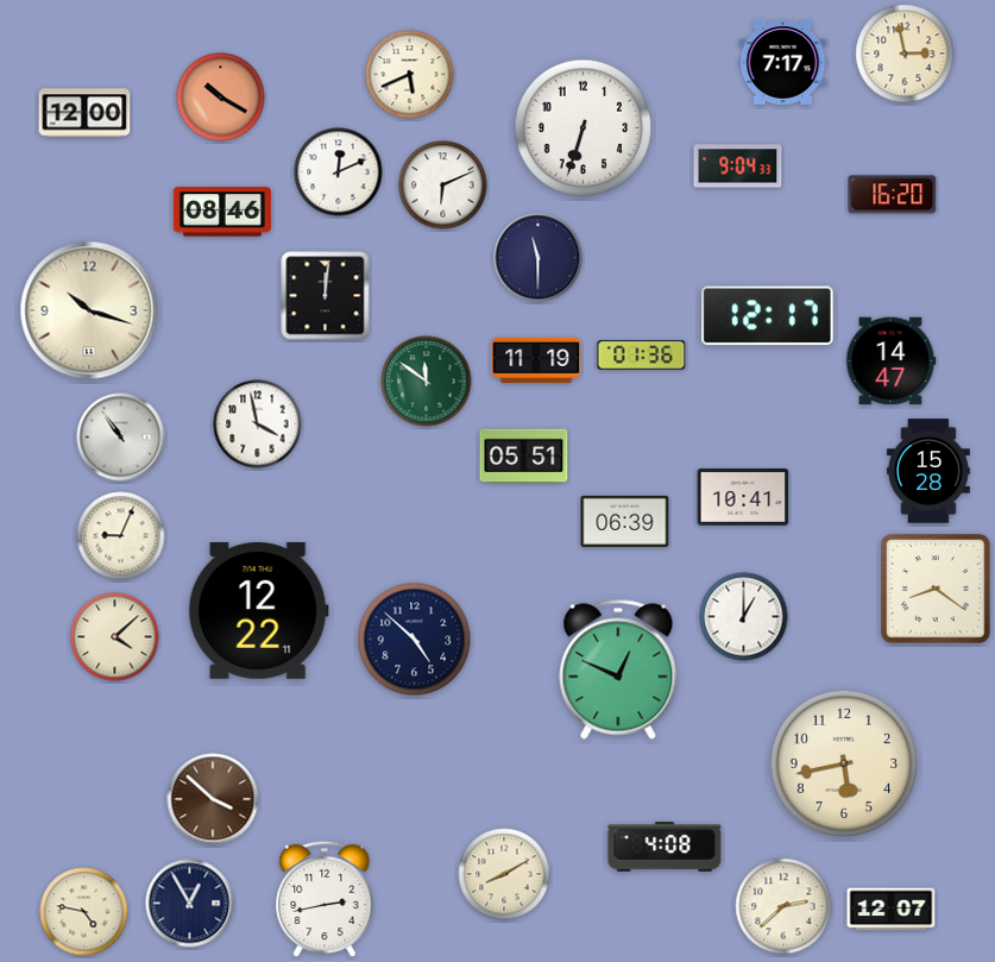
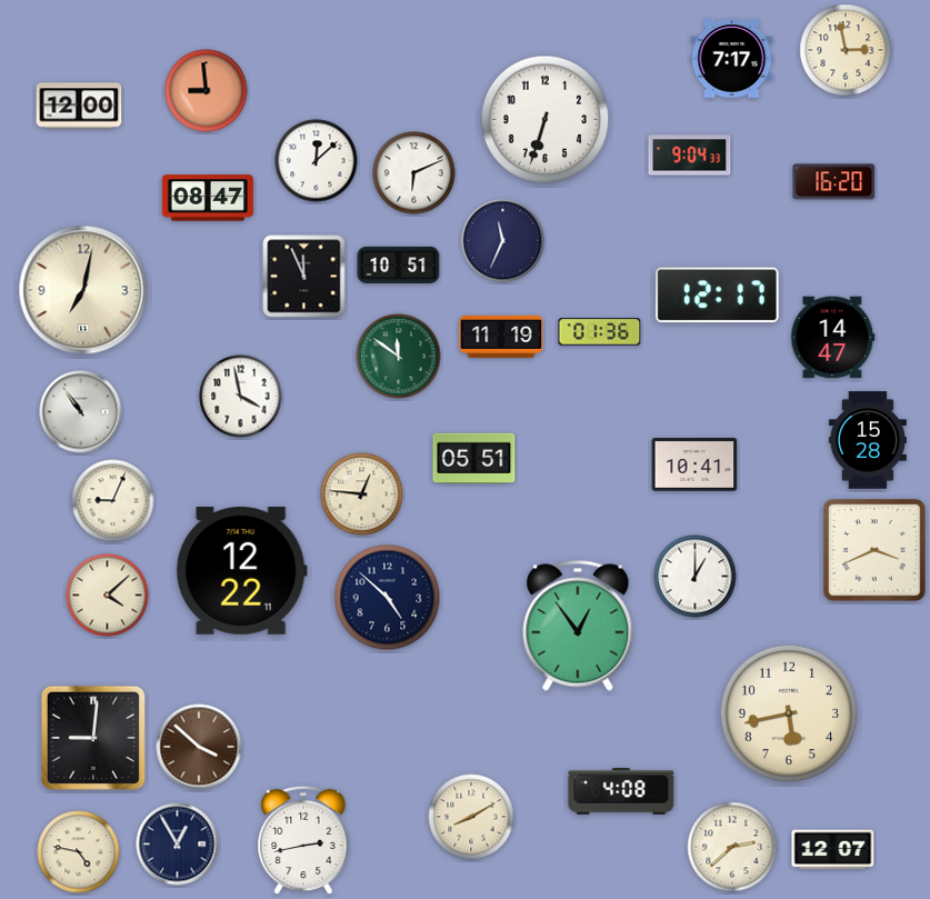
clock at (410, 75): 5:41 -> none
clock at (221, 98): 10:20 -> 8:59
clock at (339, 172): 12:11 -> 12:08
clock at (222, 212): 08:46 -> 08:47
clock at (539, 258): 11:30 -> 11:34
clock at (399, 264): none -> 10:51
clock at (326, 296): 12:01 -> 11:56
clock at (89, 310): 10:18 -> 7:02
clock at (121, 438) position: (121, 438) -> (81, 412)
clock at (524, 455) position: (524, 455) -> (474, 458)
clock at (625, 521): 06:39 -> none
clock at (362, 495): none -> 12:46
clock at (936, 589): 8:21 -> 3:41
clock at (618, 669): 12:49 -> 12:54
clock at (93, 738): none -> 9:01
